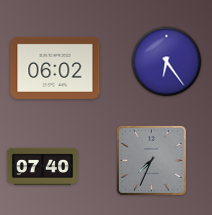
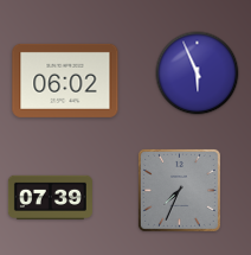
clock at (167, 62): 6:24 -> 5:56
clock at (42, 166): 07:40 -> 07:39
